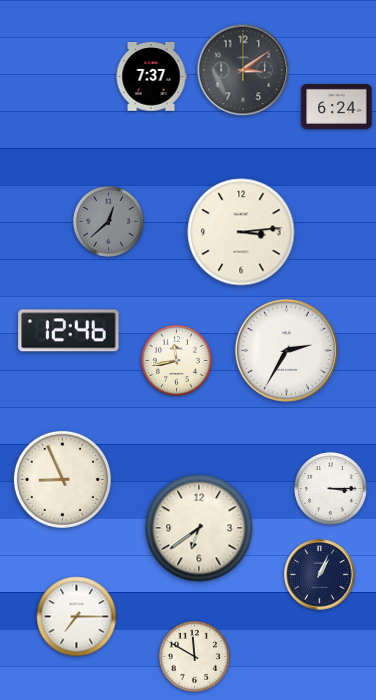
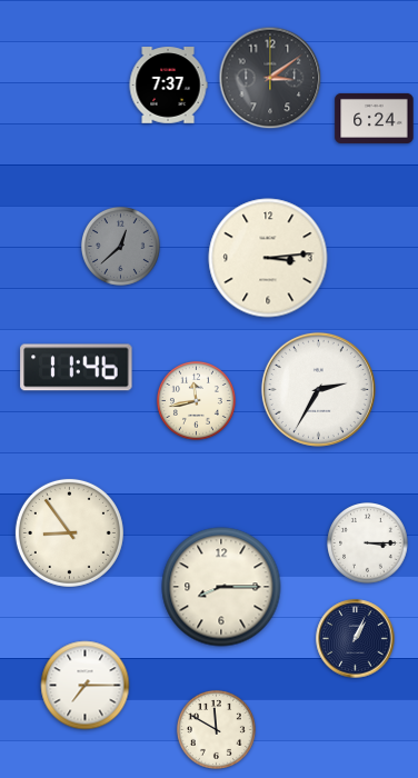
clock at (69, 331): 12:46 -> 11:46
clock at (62, 479): 8:56 -> 8:54
clock at (199, 528): 6:39 -> 8:15
